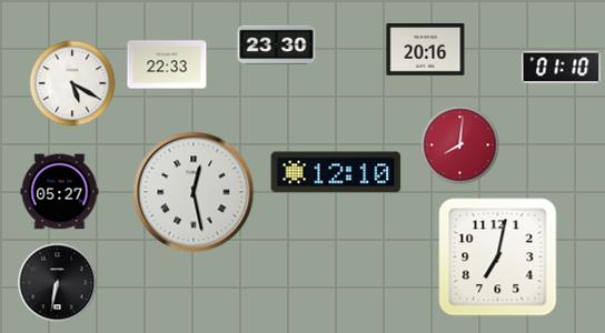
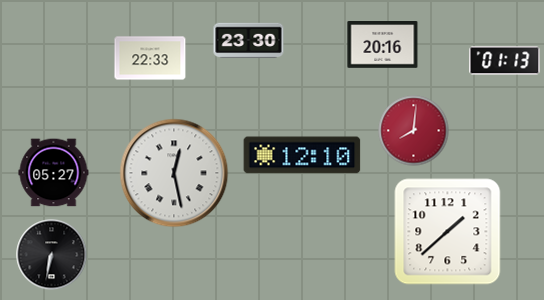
clock at (562, 68): 01:10 -> 01:13
clock at (72, 83): 5:20 -> none
clock at (498, 258): 7:02 -> 1:38
